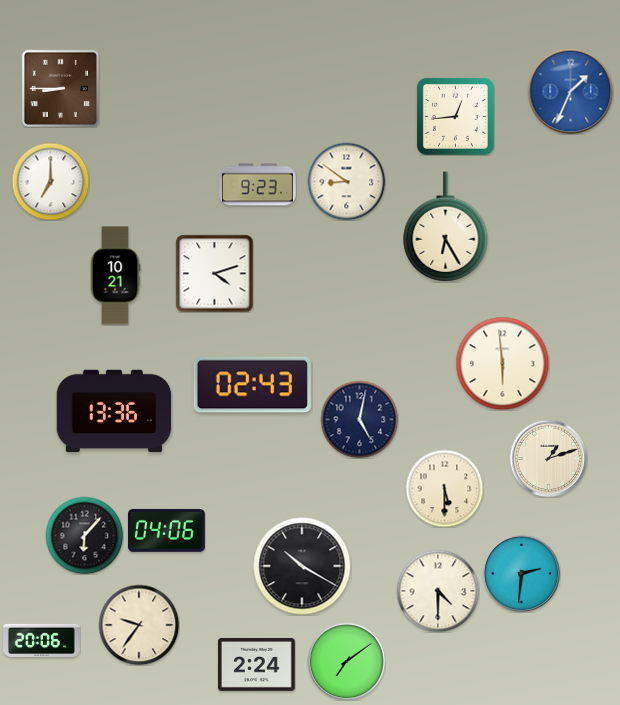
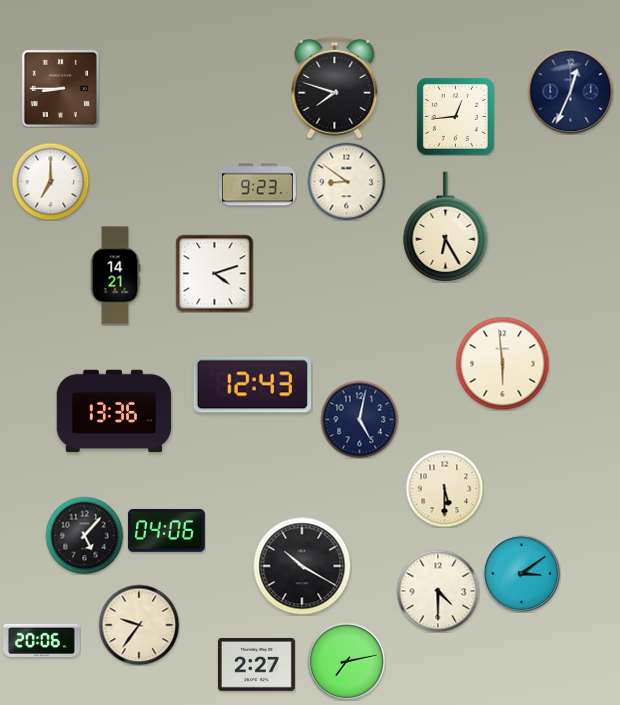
clock at (335, 87): none -> 7:48
clock at (570, 91): 1:34 -> 12:34
clock at (570, 91) dial: blue -> navy
clock at (115, 276): 10:21 -> 14:21
clock at (252, 385): 02:43 -> 12:43
clock at (548, 458): 1:12 -> none
clock at (84, 535): 6:07 -> 5:07
clock at (521, 573): 2:31 -> 3:09
clock at (346, 661): 7:09 -> 7:13
clock at (256, 664): 2:24 -> 2:27
